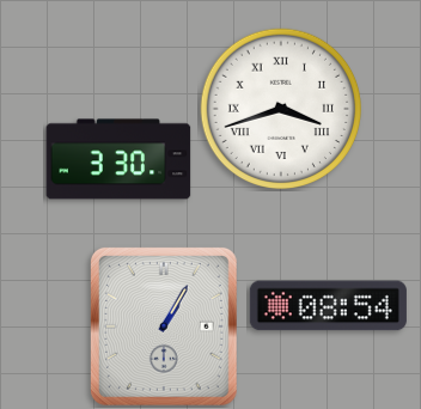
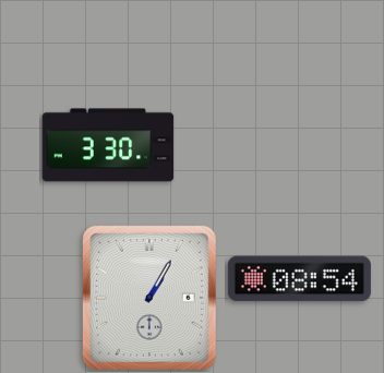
clock at (280, 108): 3:42 -> none
